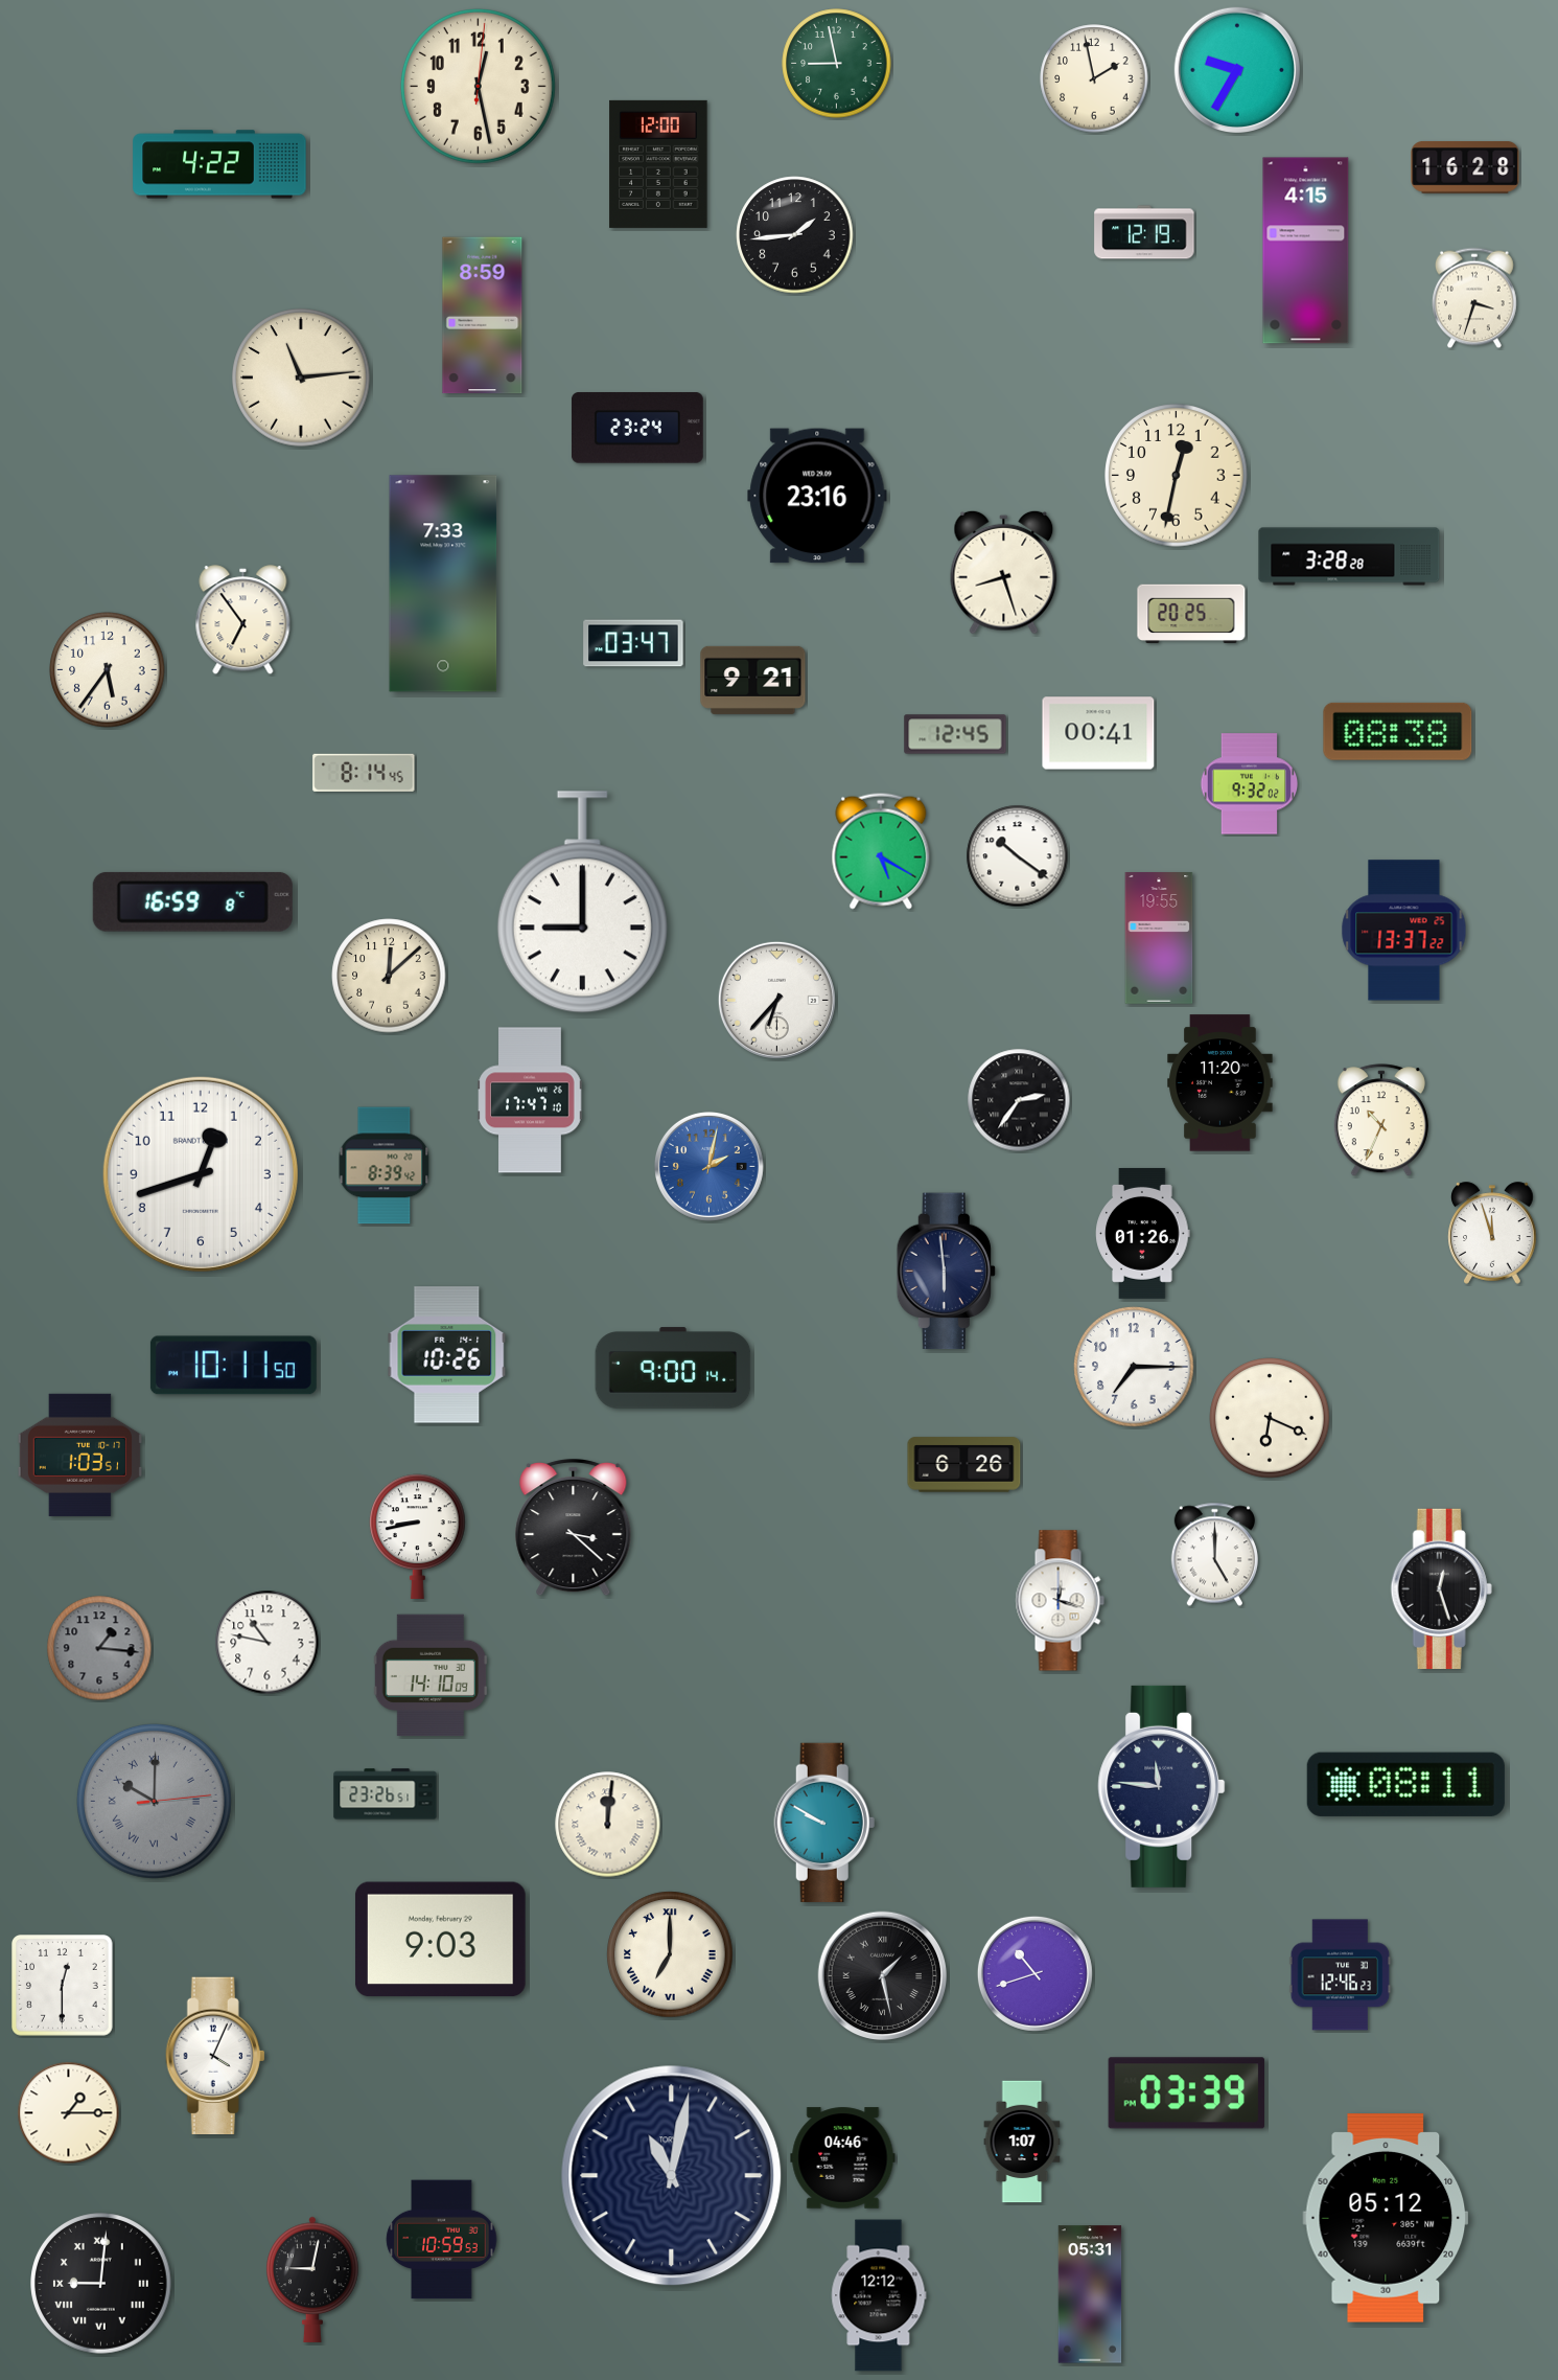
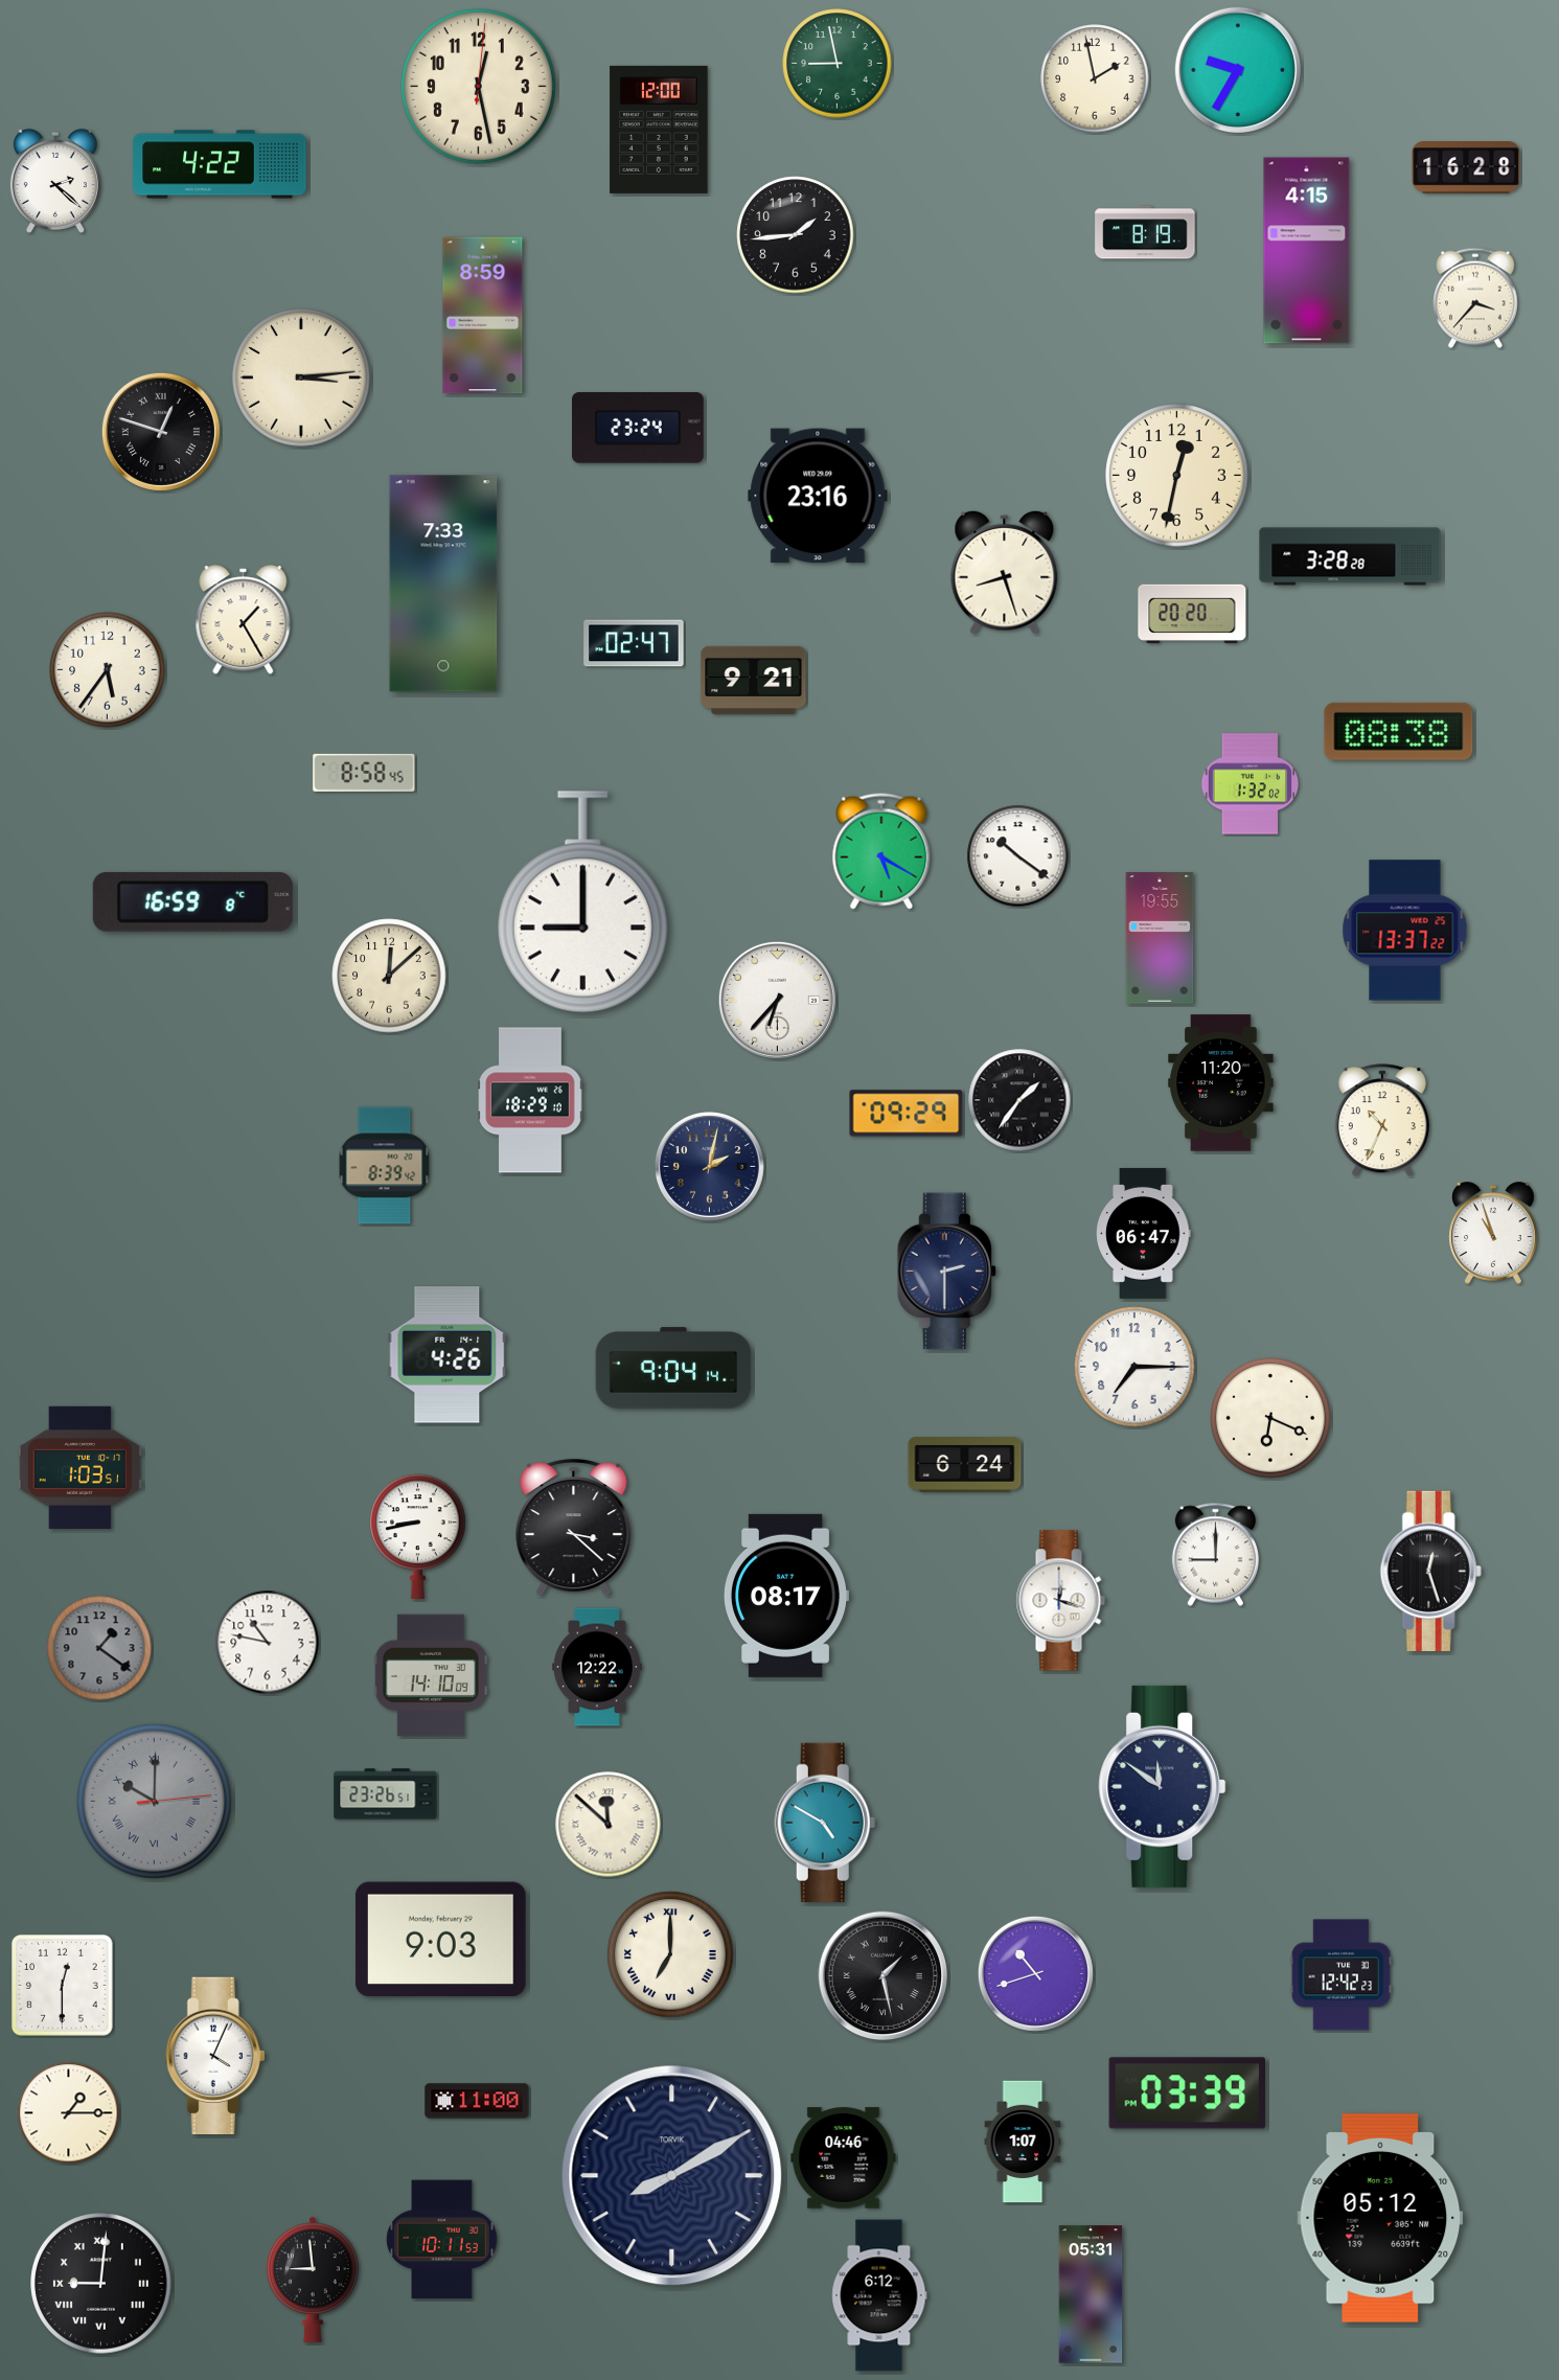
clock at (658, 164) position: (658, 164) -> (659, 130)
clock at (55, 181): none -> 2:22
clock at (1144, 232): 12:19 -> 8:19
clock at (1475, 298): 3:33 -> 3:37
clock at (301, 377): 11:14 -> 3:14
clock at (161, 432): none -> 12:48
clock at (1191, 614): 20:25 -> 20:20
clock at (243, 620): 6:54 -> 1:25
clock at (633, 643): 03:47 -> 02:47
clock at (1098, 733): 00:41 -> none
clock at (955, 734): 12:45 -> none
clock at (364, 773): 8:14 -> 8:58
clock at (1250, 784): 9:32 -> 1:32
clock at (530, 1100): 17:47 -> 18:29
clock at (1019, 1100): 2:36 -> 1:36
clock at (907, 1114): none -> 09:29
clock at (708, 1166) dial: blue -> navy
clock at (201, 1174): 12:42 -> none
clock at (1143, 1233): 01:26 -> 06:47
clock at (1492, 1233): 11:57 -> 10:57
clock at (946, 1272): 5:59 -> 2:30
clock at (447, 1355): 10:26 -> 4:26
clock at (233, 1366): 10:11 -> none
clock at (673, 1368): 9:00 -> 9:04
clock at (79, 1455) position: (79, 1455) -> (79, 1467)
clock at (964, 1465): 6:26 -> 6:24
clock at (1214, 1555): 5:00 -> 9:00
clock at (1441, 1588) position: (1441, 1588) -> (1430, 1571)
clock at (786, 1596): none -> 08:17
clock at (99, 1648): 1:16 -> 1:21
clock at (597, 1667): none -> 12:22
clock at (1405, 1784): 08:11 -> none
clock at (1162, 1786): 11:46 -> 11:51
clock at (824, 1823): 9:50 -> 4:50
clock at (608, 1825): 12:01 -> 11:52
clock at (1341, 1975): 12:46 -> 12:42
clock at (477, 2101): none -> 11:00
clock at (672, 2176): 11:02 -> 8:10
clock at (1386, 2218) position: (1386, 2218) -> (1380, 2218)
clock at (442, 2240): 10:59 -> 10:11
clock at (312, 2280): 9:02 -> 8:59
clock at (879, 2295): 12:12 -> 6:12
